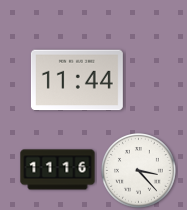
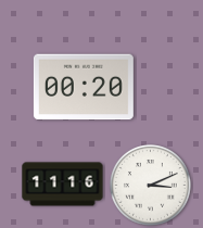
clock at (77, 80): 11:44 -> 00:20
clock at (138, 170): 3:23 -> 3:11
